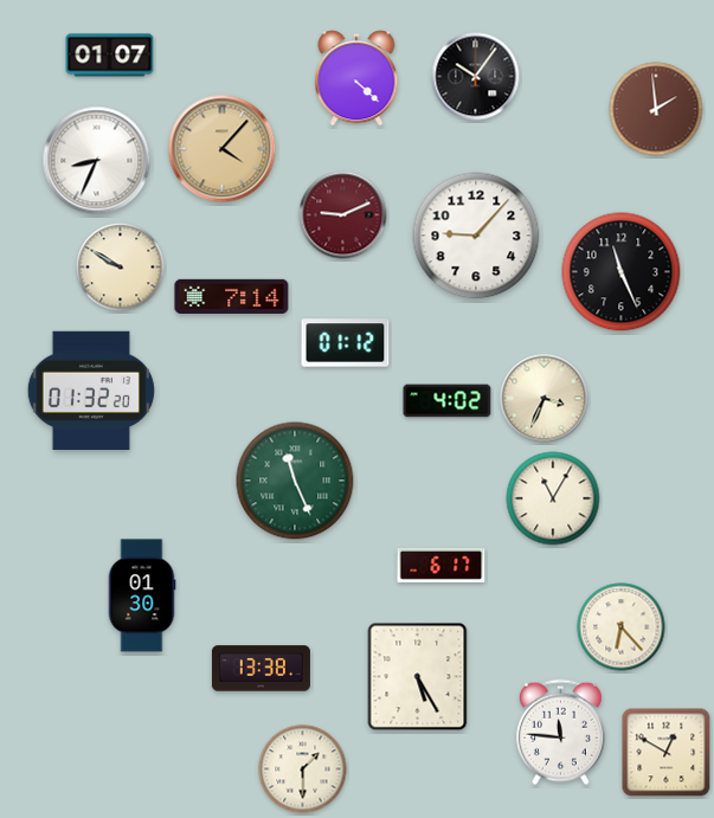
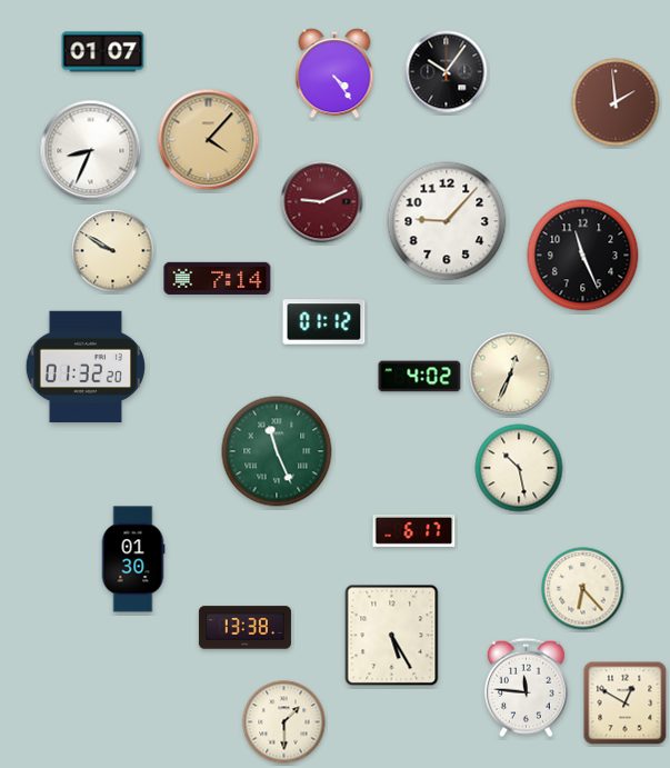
clock at (356, 78): 4:22 -> 4:24
clock at (545, 399): 3:34 -> 12:34
clock at (553, 498): 11:05 -> 10:28
clock at (667, 753) position: (667, 753) -> (626, 704)
